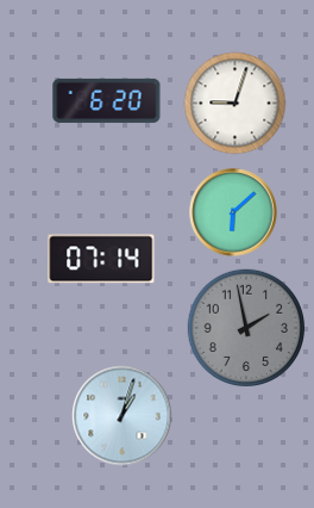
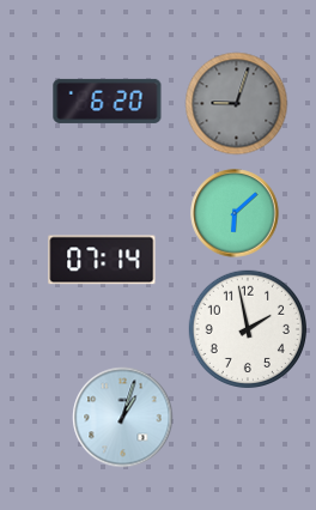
clock at (235, 104) dial: white -> grey
clock at (245, 327) dial: grey -> white
